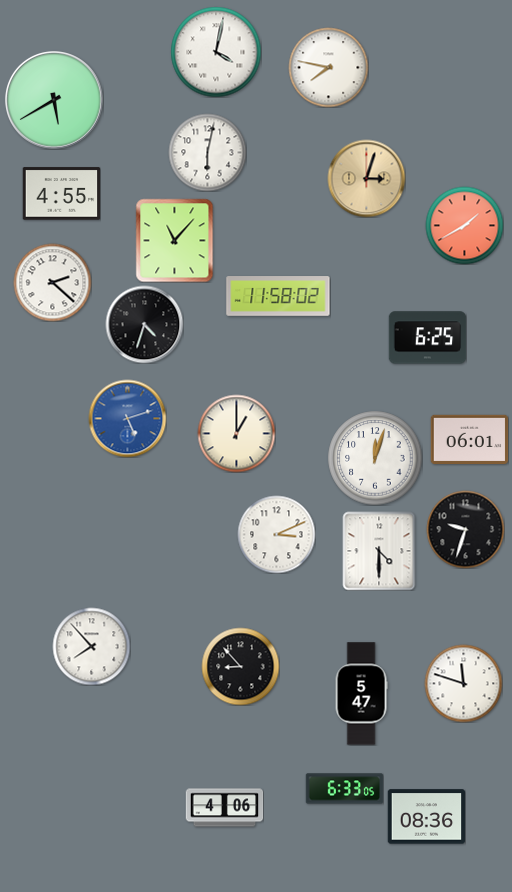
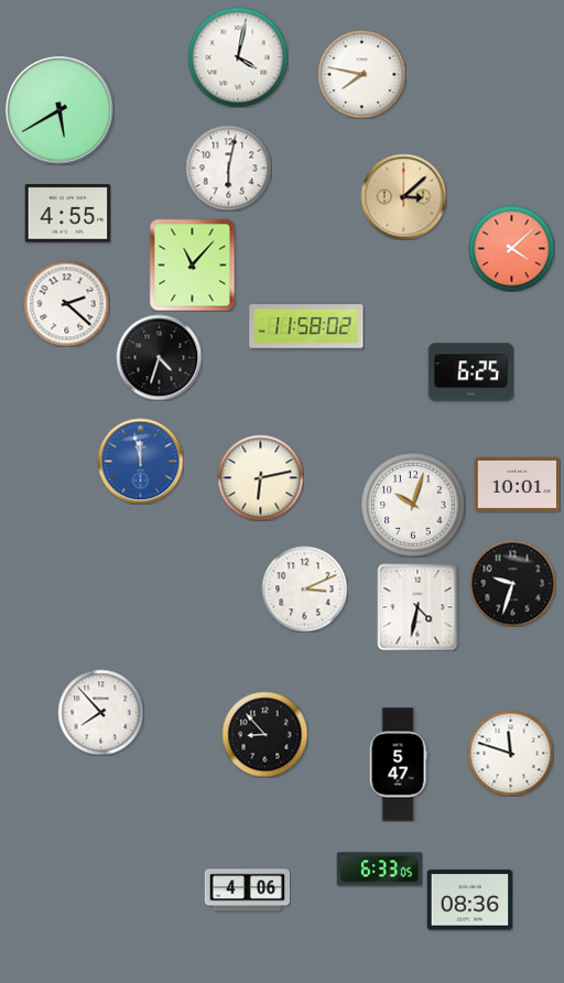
clock at (366, 178): 3:03 -> 3:08
clock at (464, 225): 1:40 -> 4:08
clock at (52, 282) position: (52, 282) -> (66, 303)
clock at (127, 418): 5:12 -> 11:58
clock at (236, 433): 1:00 -> 6:13
clock at (469, 439): 06:01 -> 10:01
clock at (375, 458): 12:03 -> 10:03
clock at (379, 551): 4:30 -> 4:32
